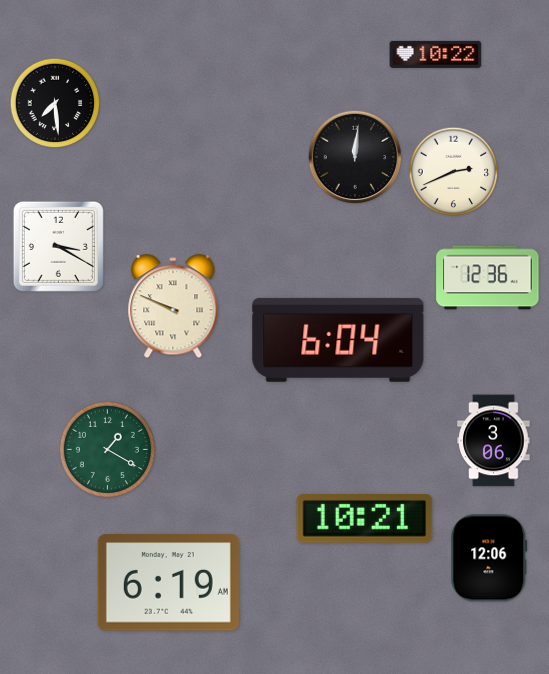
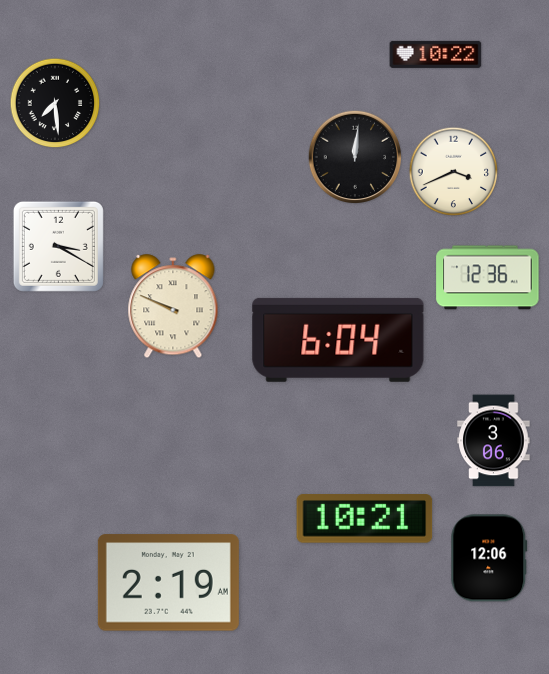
clock at (454, 172): 2:41 -> 3:41
clock at (107, 449): 1:20 -> none
clock at (168, 583): 6:19 -> 2:19
